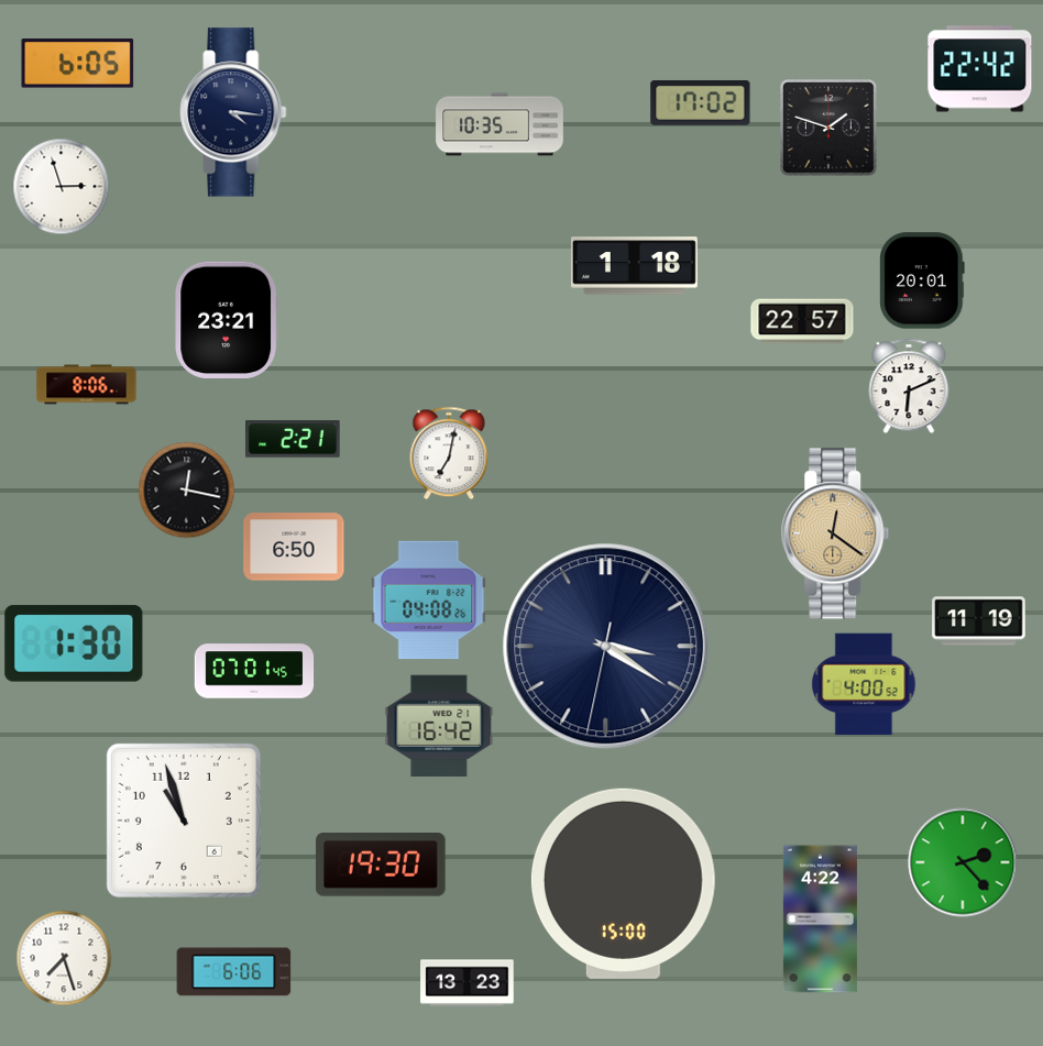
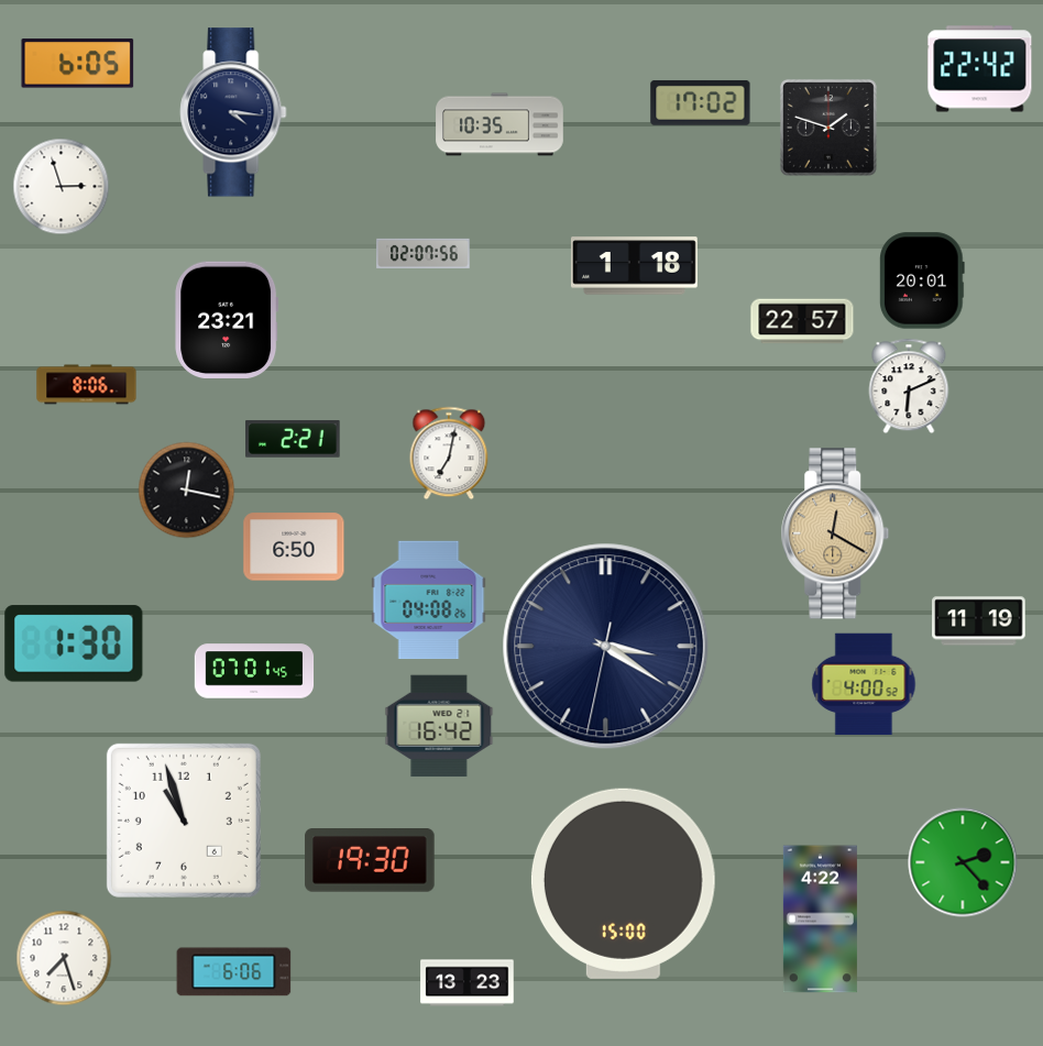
clock at (424, 253): none -> 02:07
clock at (835, 533): 12:21 -> 12:20
clock at (381, 866) position: (381, 866) -> (370, 861)
